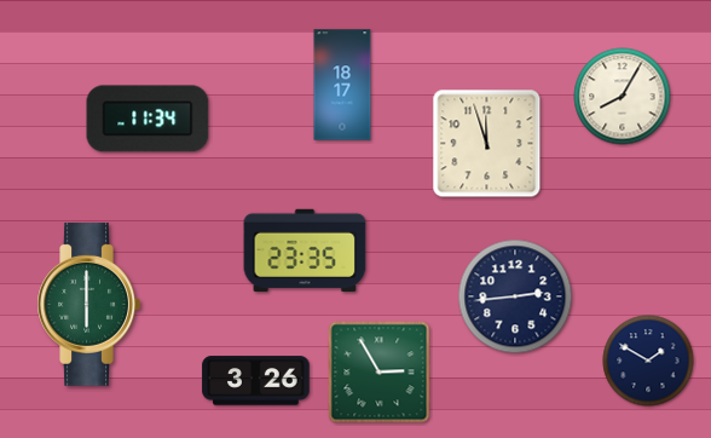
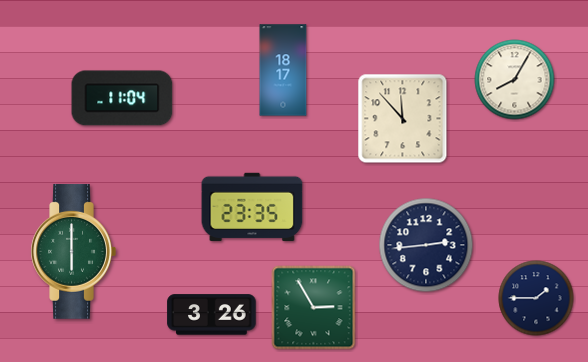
clock at (148, 119): 11:34 -> 11:04
clock at (487, 144): 11:57 -> 11:53
clock at (648, 361): 1:50 -> 1:45
